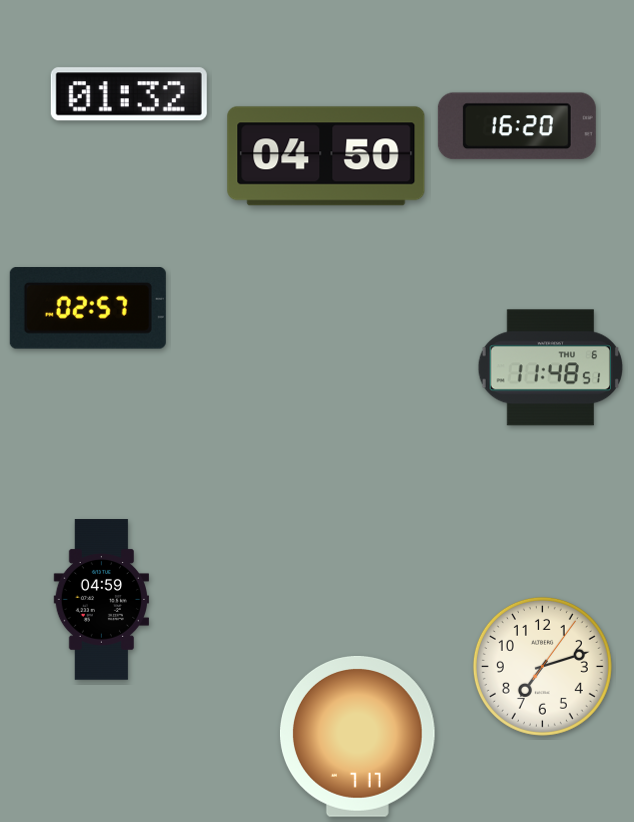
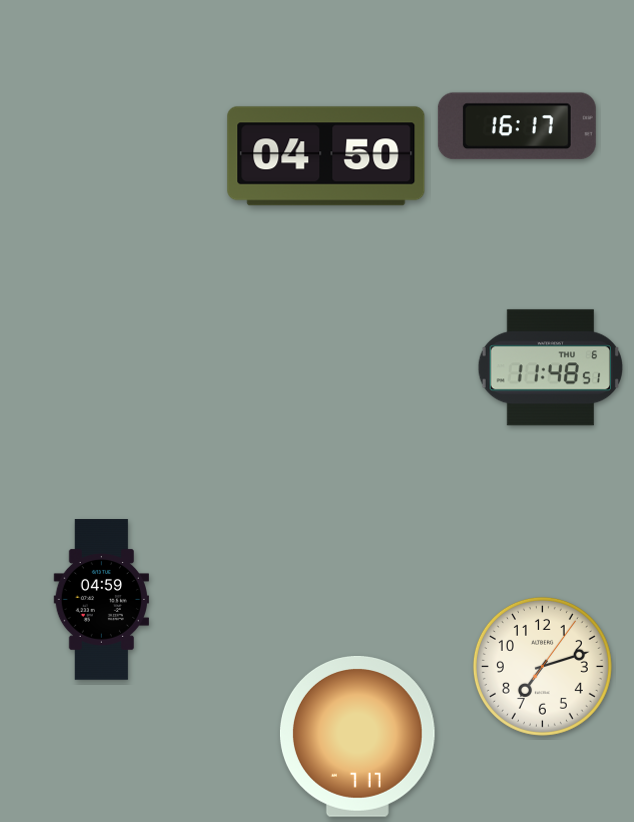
clock at (129, 94): 01:32 -> none
clock at (517, 126): 16:20 -> 16:17
clock at (88, 309): 02:57 -> none
